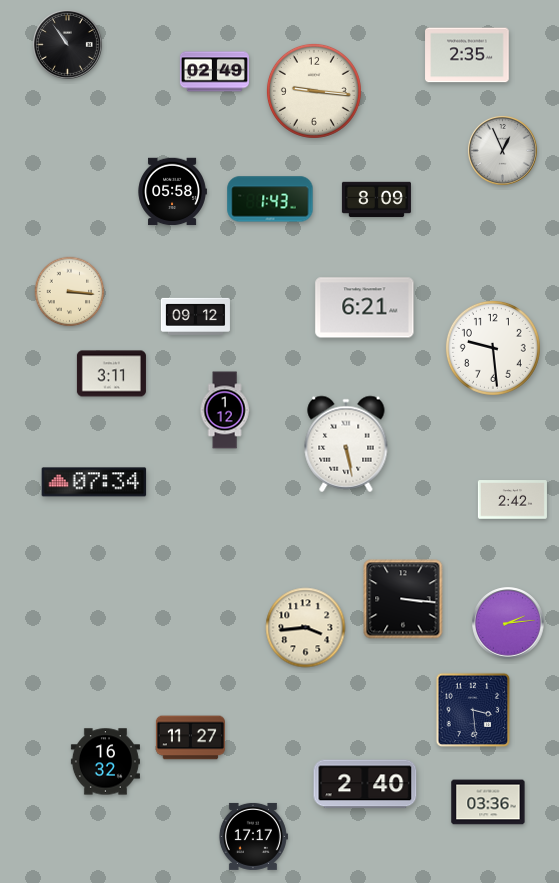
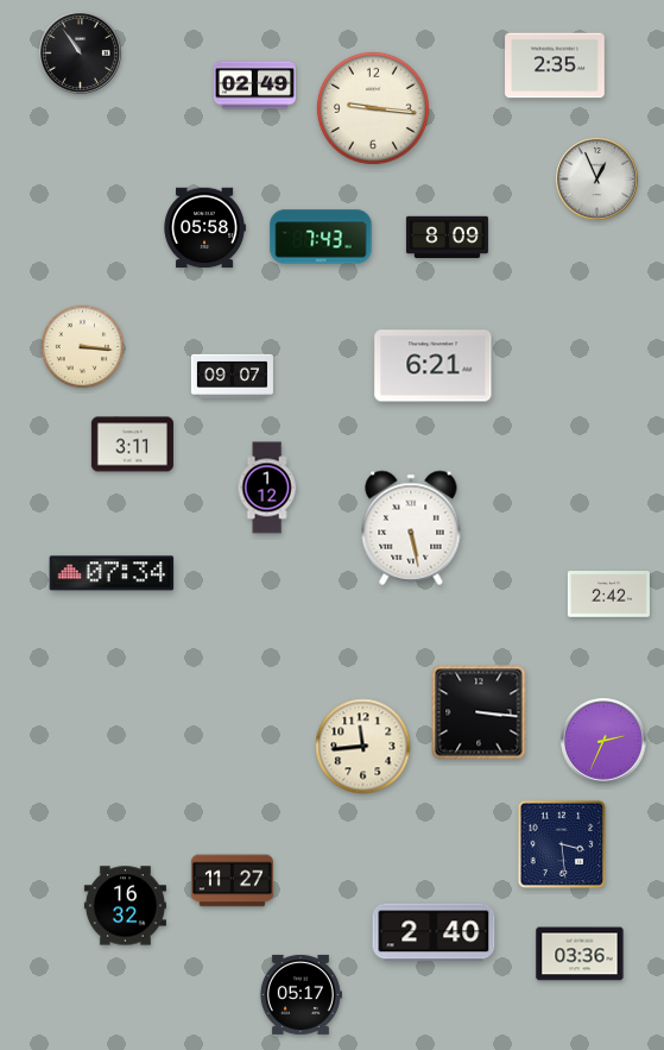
clock at (270, 199): 1:43 -> 7:43
clock at (195, 316): 09:12 -> 09:07
clock at (493, 348): 9:29 -> none
clock at (508, 623): 2:14 -> 2:34
clock at (306, 628): 3:44 -> 11:44
clock at (190, 738) position: (190, 738) -> (232, 881)
clock at (253, 836): 17:17 -> 05:17
